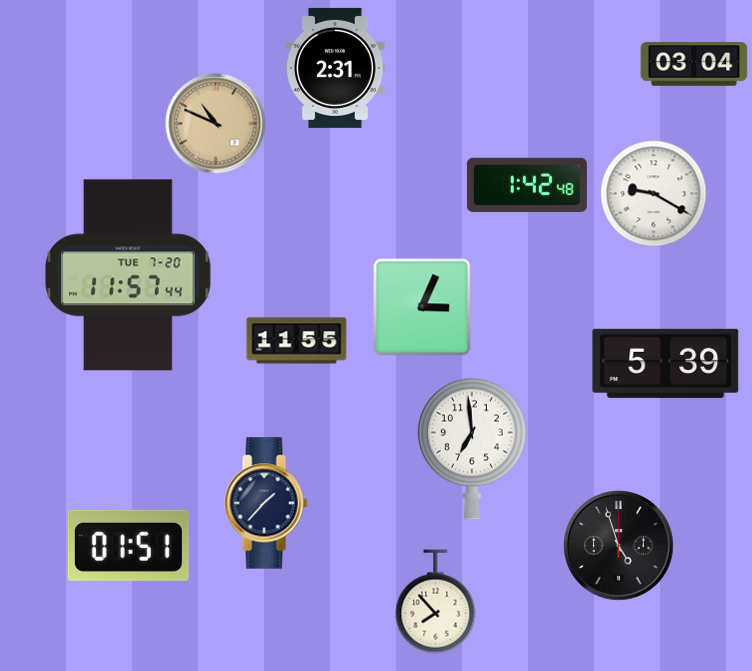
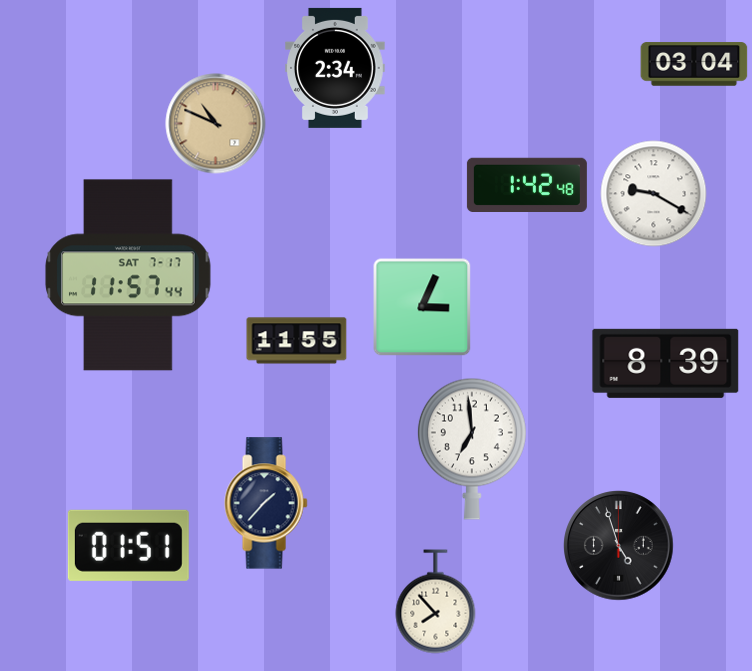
clock at (335, 68): 2:31 -> 2:34
clock at (128, 275) date: TUE 7-20 -> SAT 7-17
clock at (666, 363): 5:39 -> 8:39
